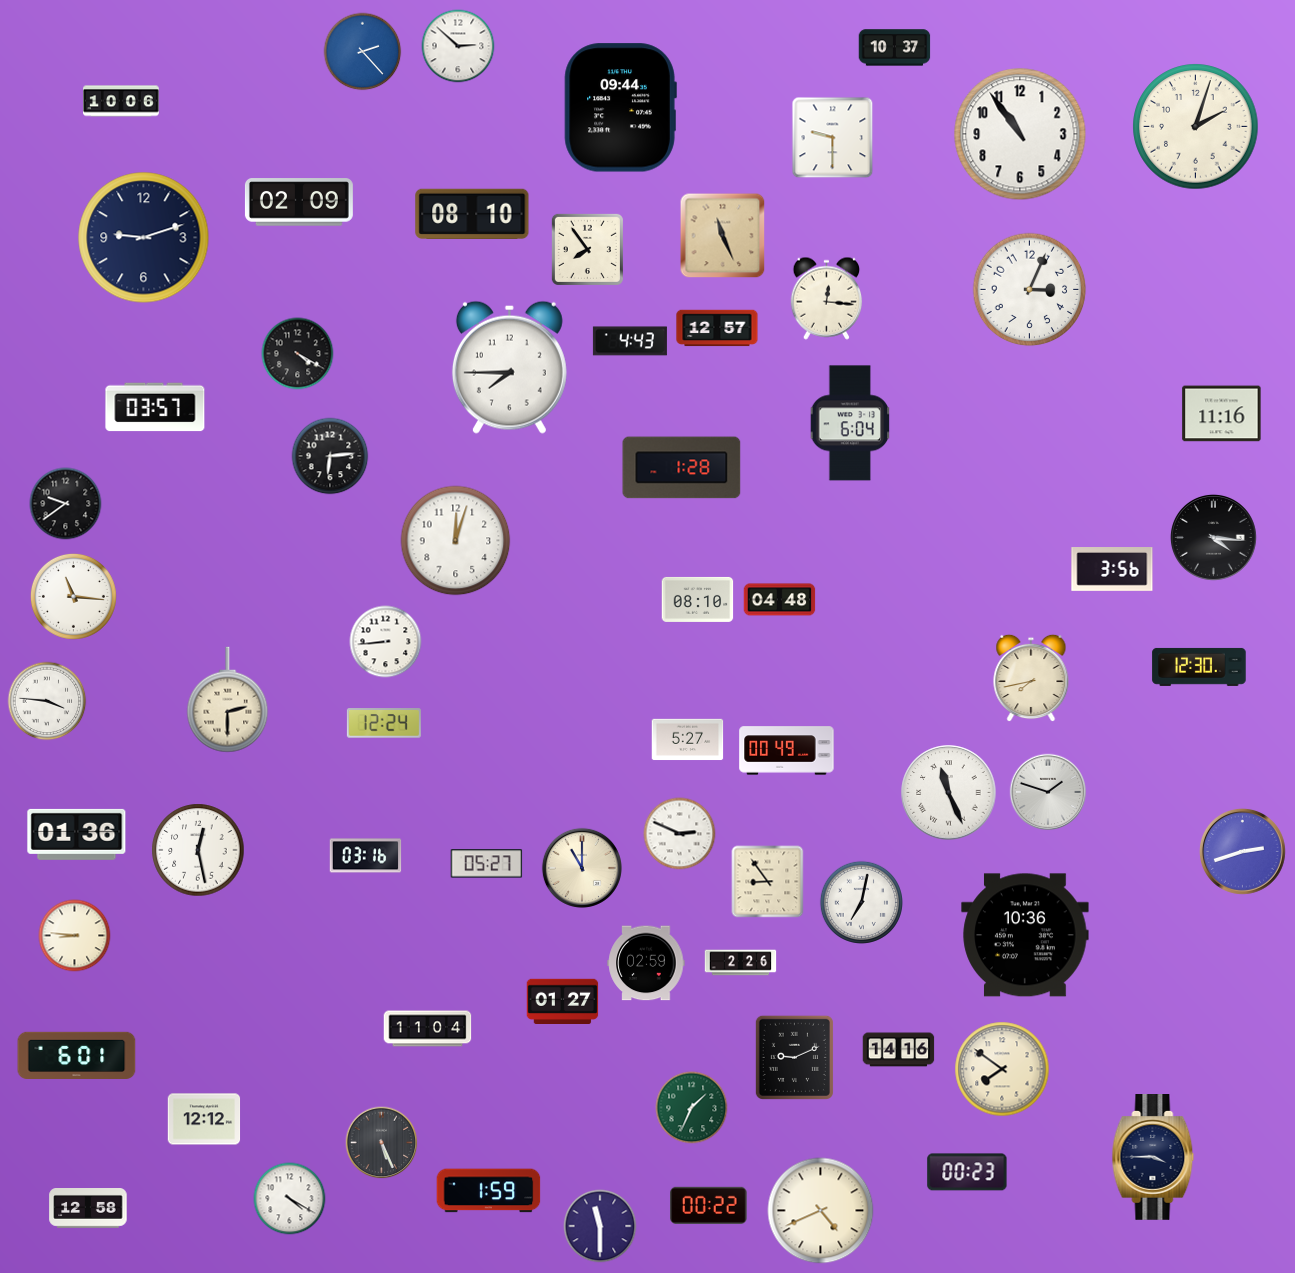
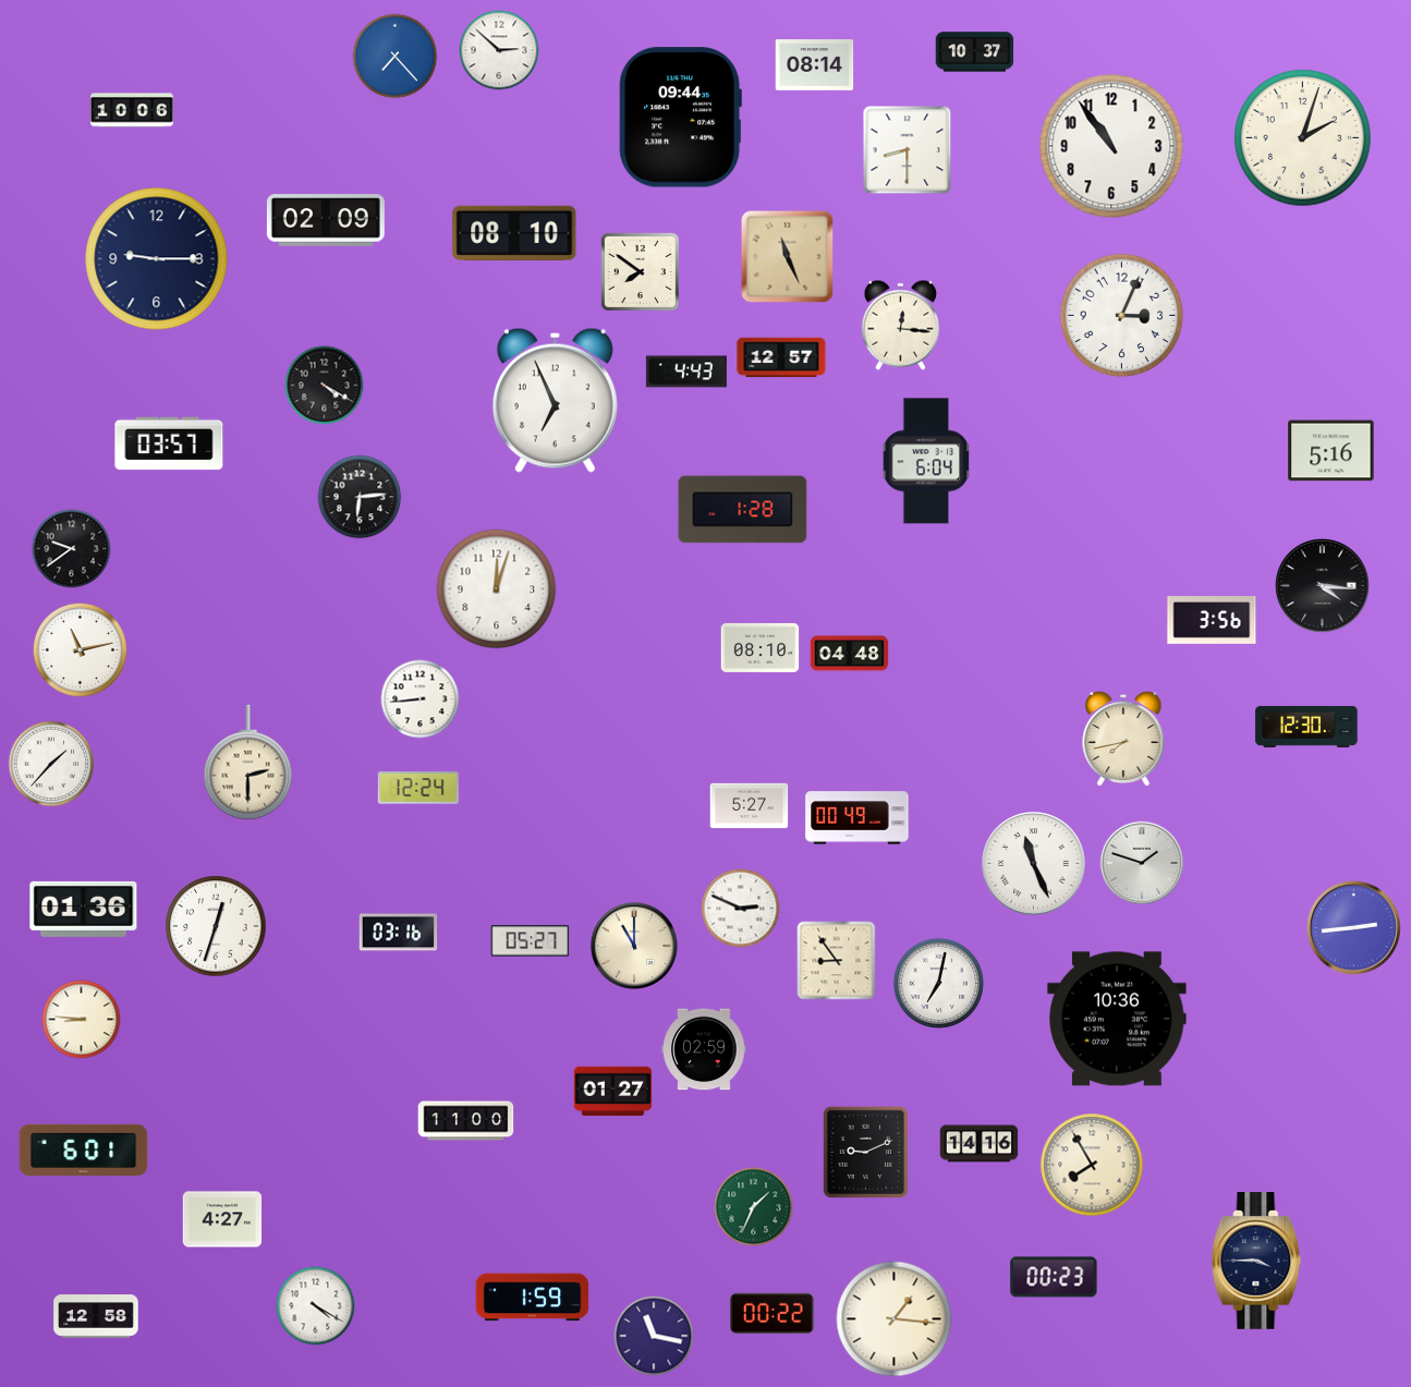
clock at (363, 52): 2:23 -> 7:23
clock at (815, 65): none -> 08:14
clock at (620, 108) position: (620, 108) -> (680, 118)
clock at (833, 138): 9:30 -> 8:30
clock at (144, 238): 9:12 -> 9:15
clock at (587, 249): 7:54 -> 7:51
clock at (509, 367): 7:45 -> 6:56
clock at (1222, 414): 11:16 -> 5:16
clock at (73, 596): 11:16 -> 11:13
clock at (698, 599) position: (698, 599) -> (761, 647)
clock at (47, 701): 3:46 -> 1:37
clock at (198, 850): 12:28 -> 12:33
clock at (1242, 851): 2:42 -> 2:44
clock at (741, 963): 2:26 -> none
clock at (428, 1029): 11:04 -> 11:00
clock at (1002, 1069): 7:51 -> 7:55
clock at (204, 1119): 12:12 -> 4:27
clock at (382, 1143): 5:26 -> none
clock at (821, 1211): 4:41 -> 1:16
clock at (600, 1226): 11:30 -> 11:17
